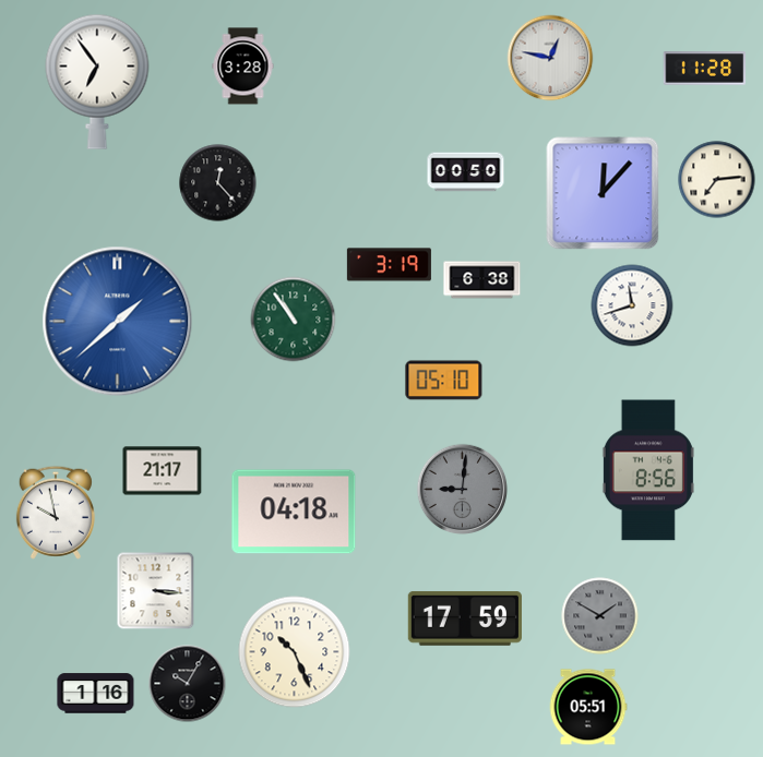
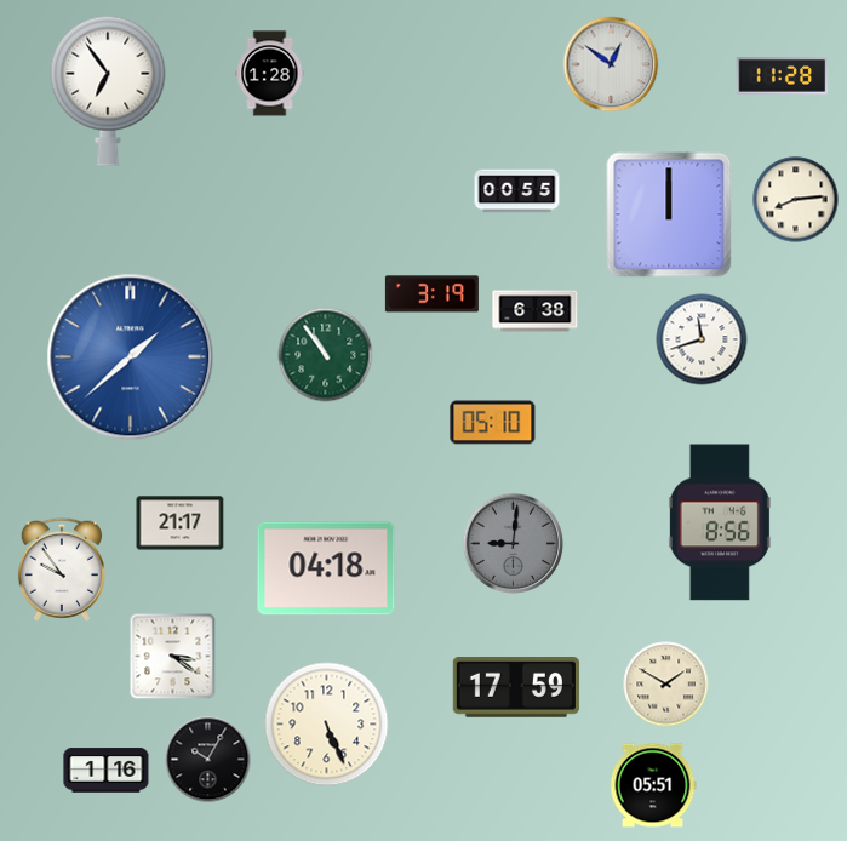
clock at (550, 58): 12:47 -> 12:51
clock at (243, 67): 3:28 -> 1:28
clock at (466, 172): 00:50 -> 00:55
clock at (717, 180): 7:14 -> 8:14
clock at (218, 183): 12:23 -> none
clock at (603, 193): 12:07 -> 12:00
clock at (56, 513): 9:58 -> 9:54
clock at (156, 591): 3:16 -> 3:21
clock at (600, 616) dial: grey -> cream
clock at (295, 652): 10:26 -> 5:26
